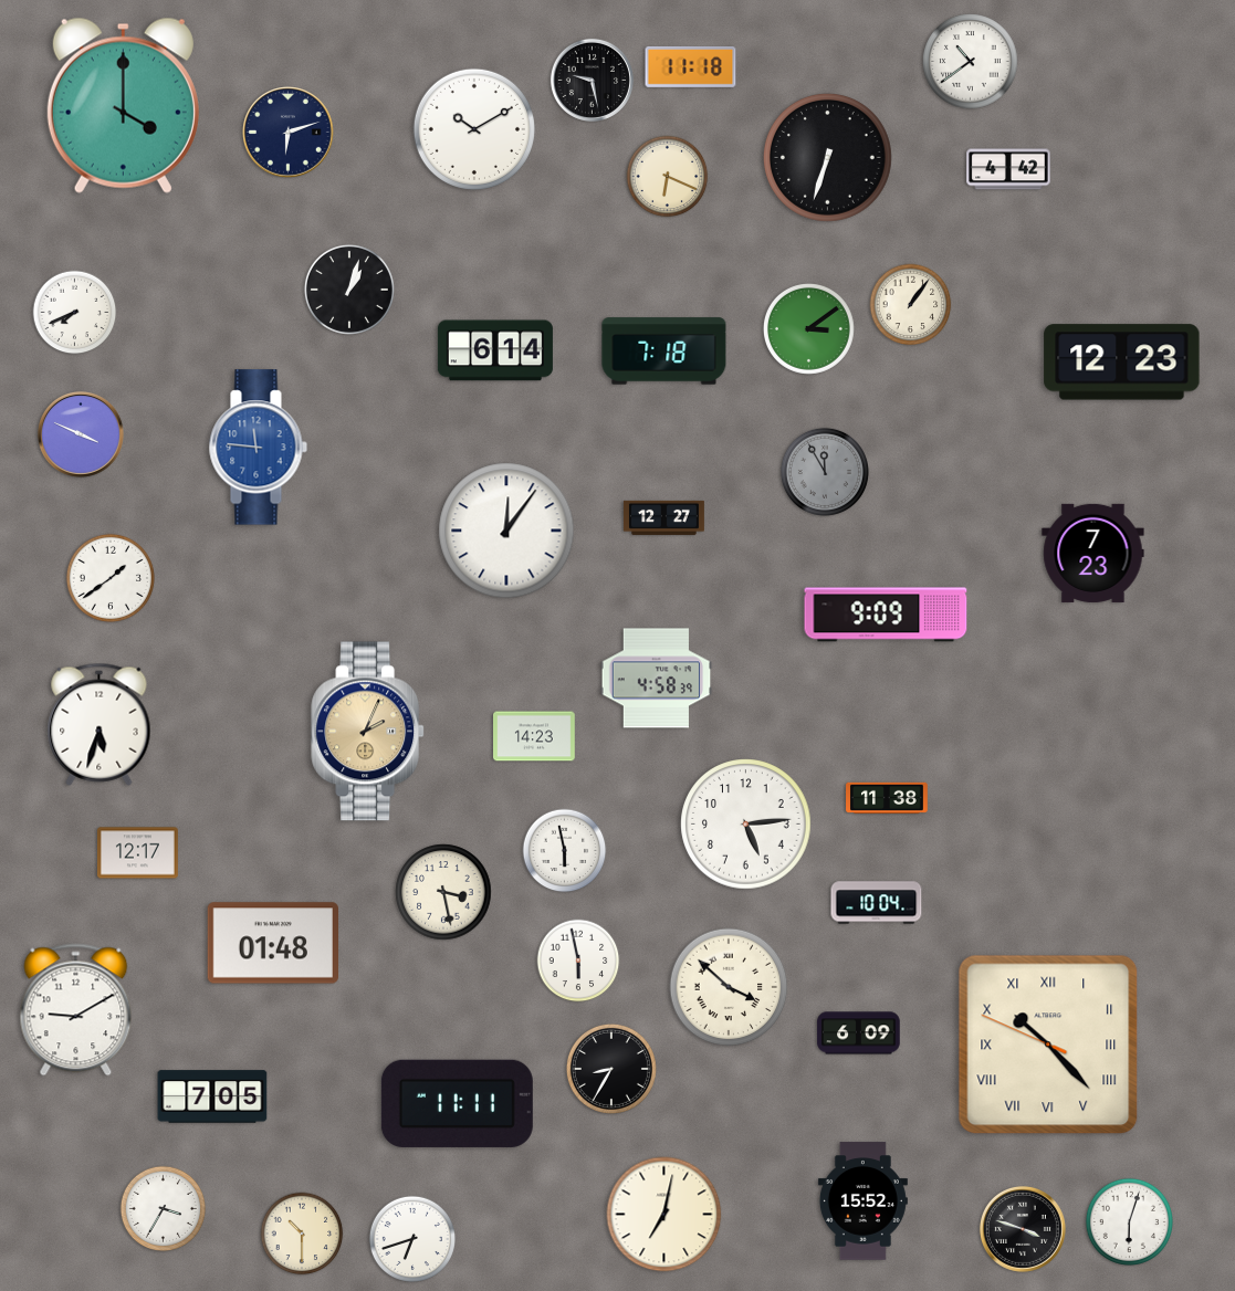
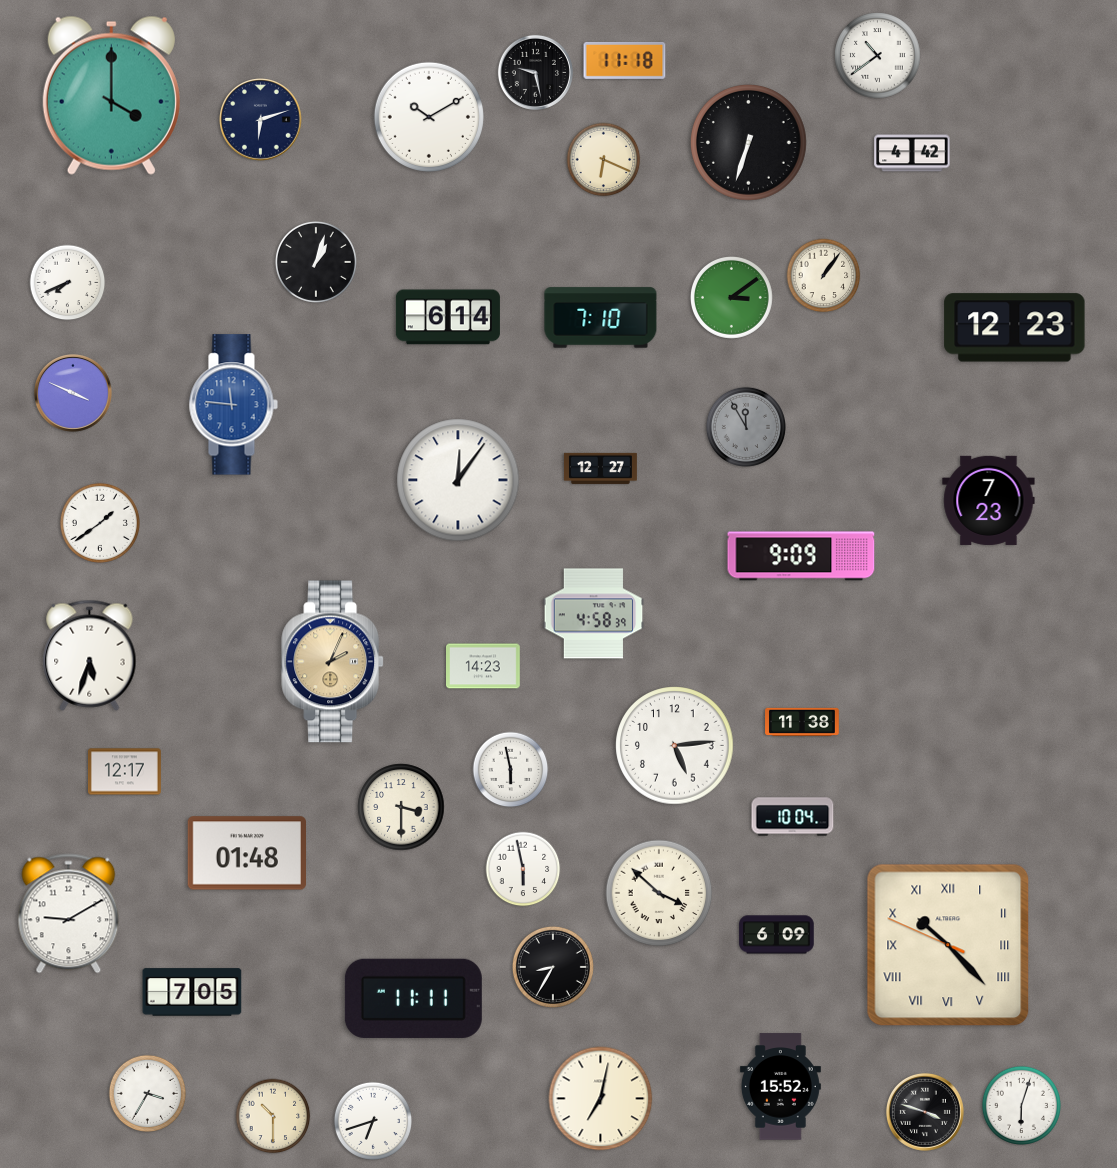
clock at (664, 351): 7:18 -> 7:10
clock at (443, 892): 3:28 -> 3:30
